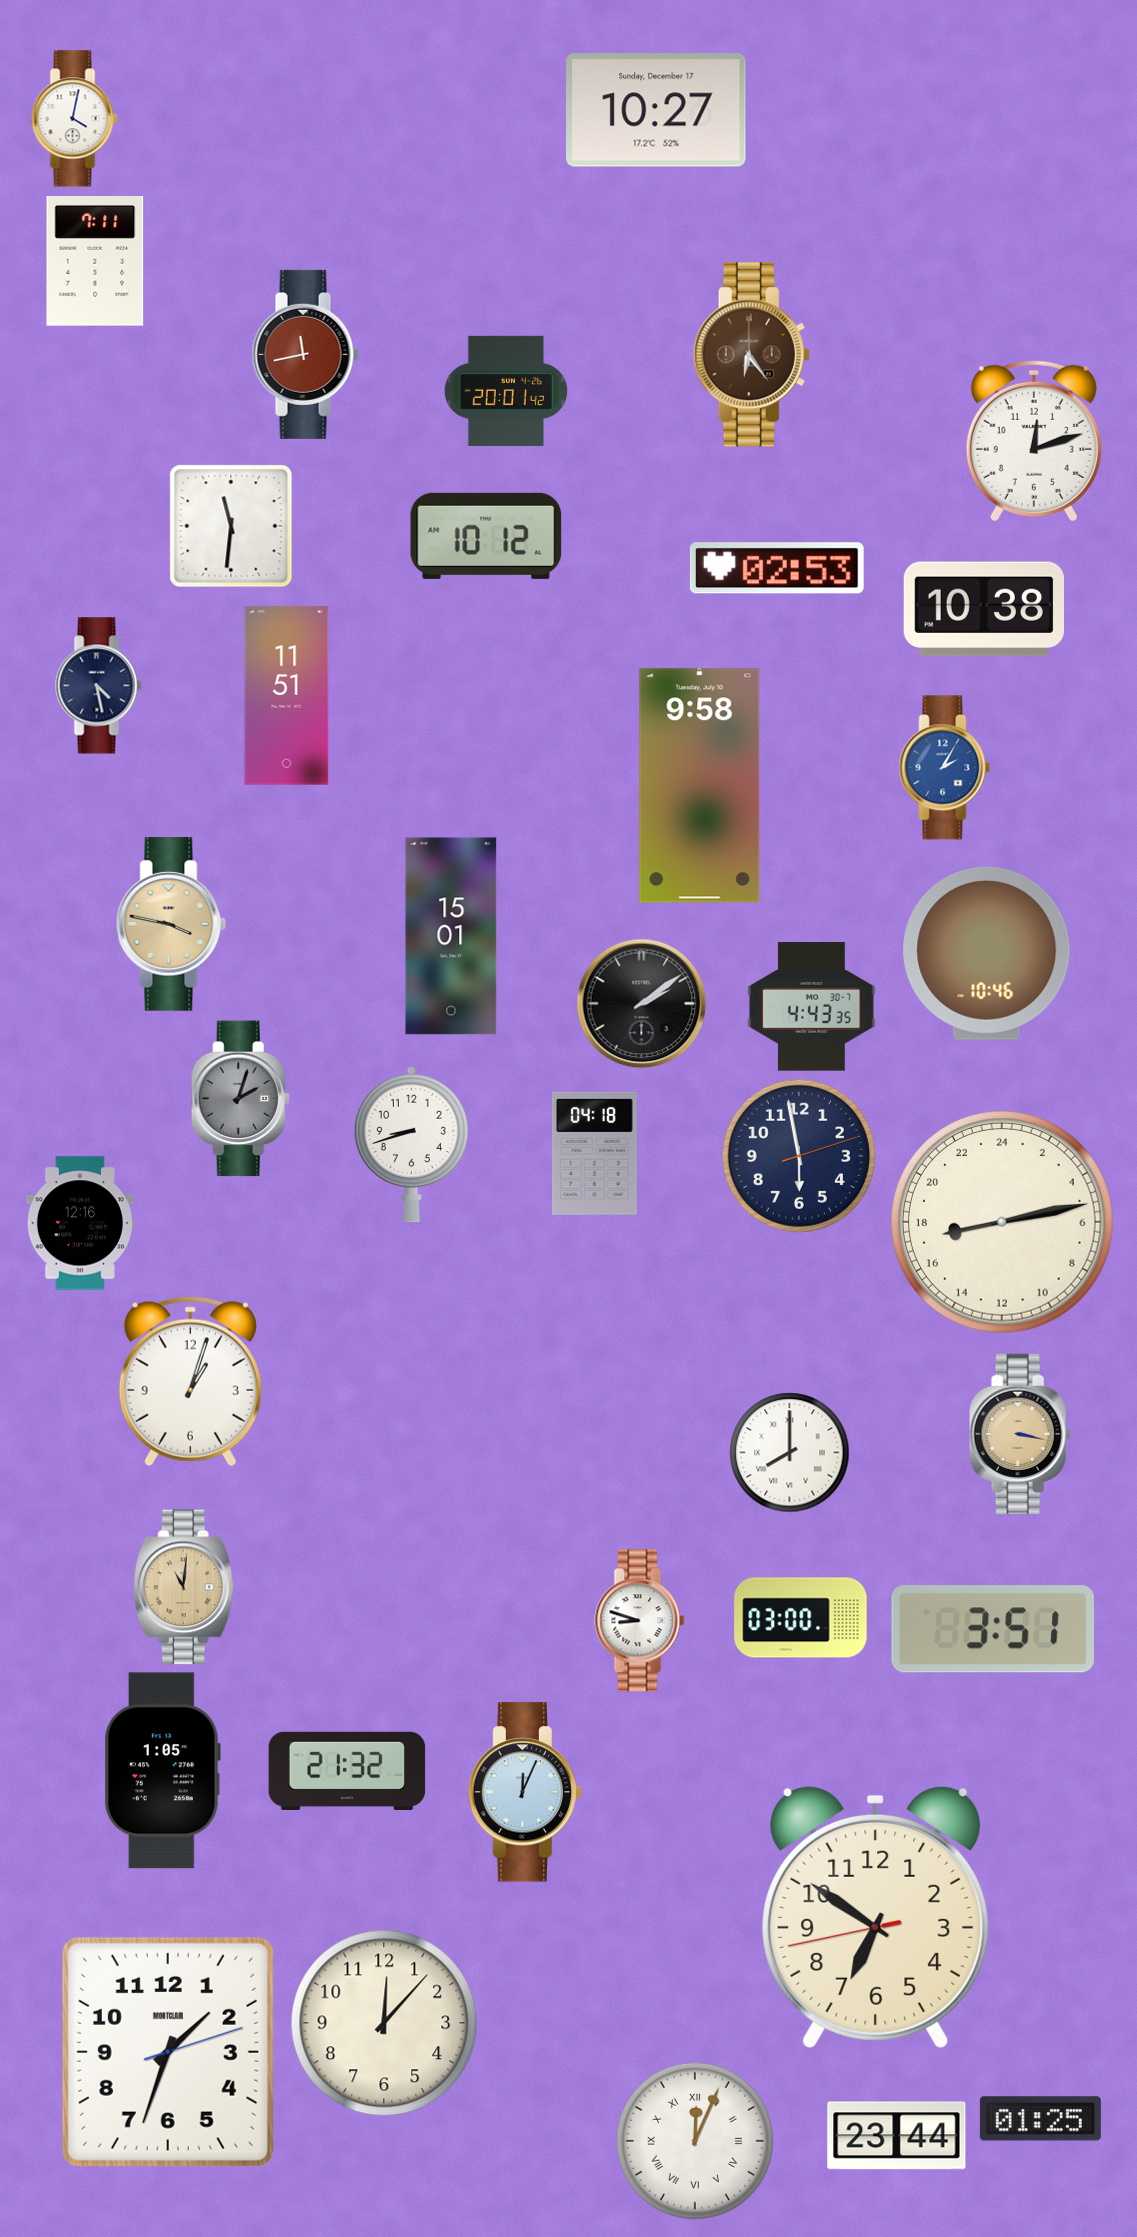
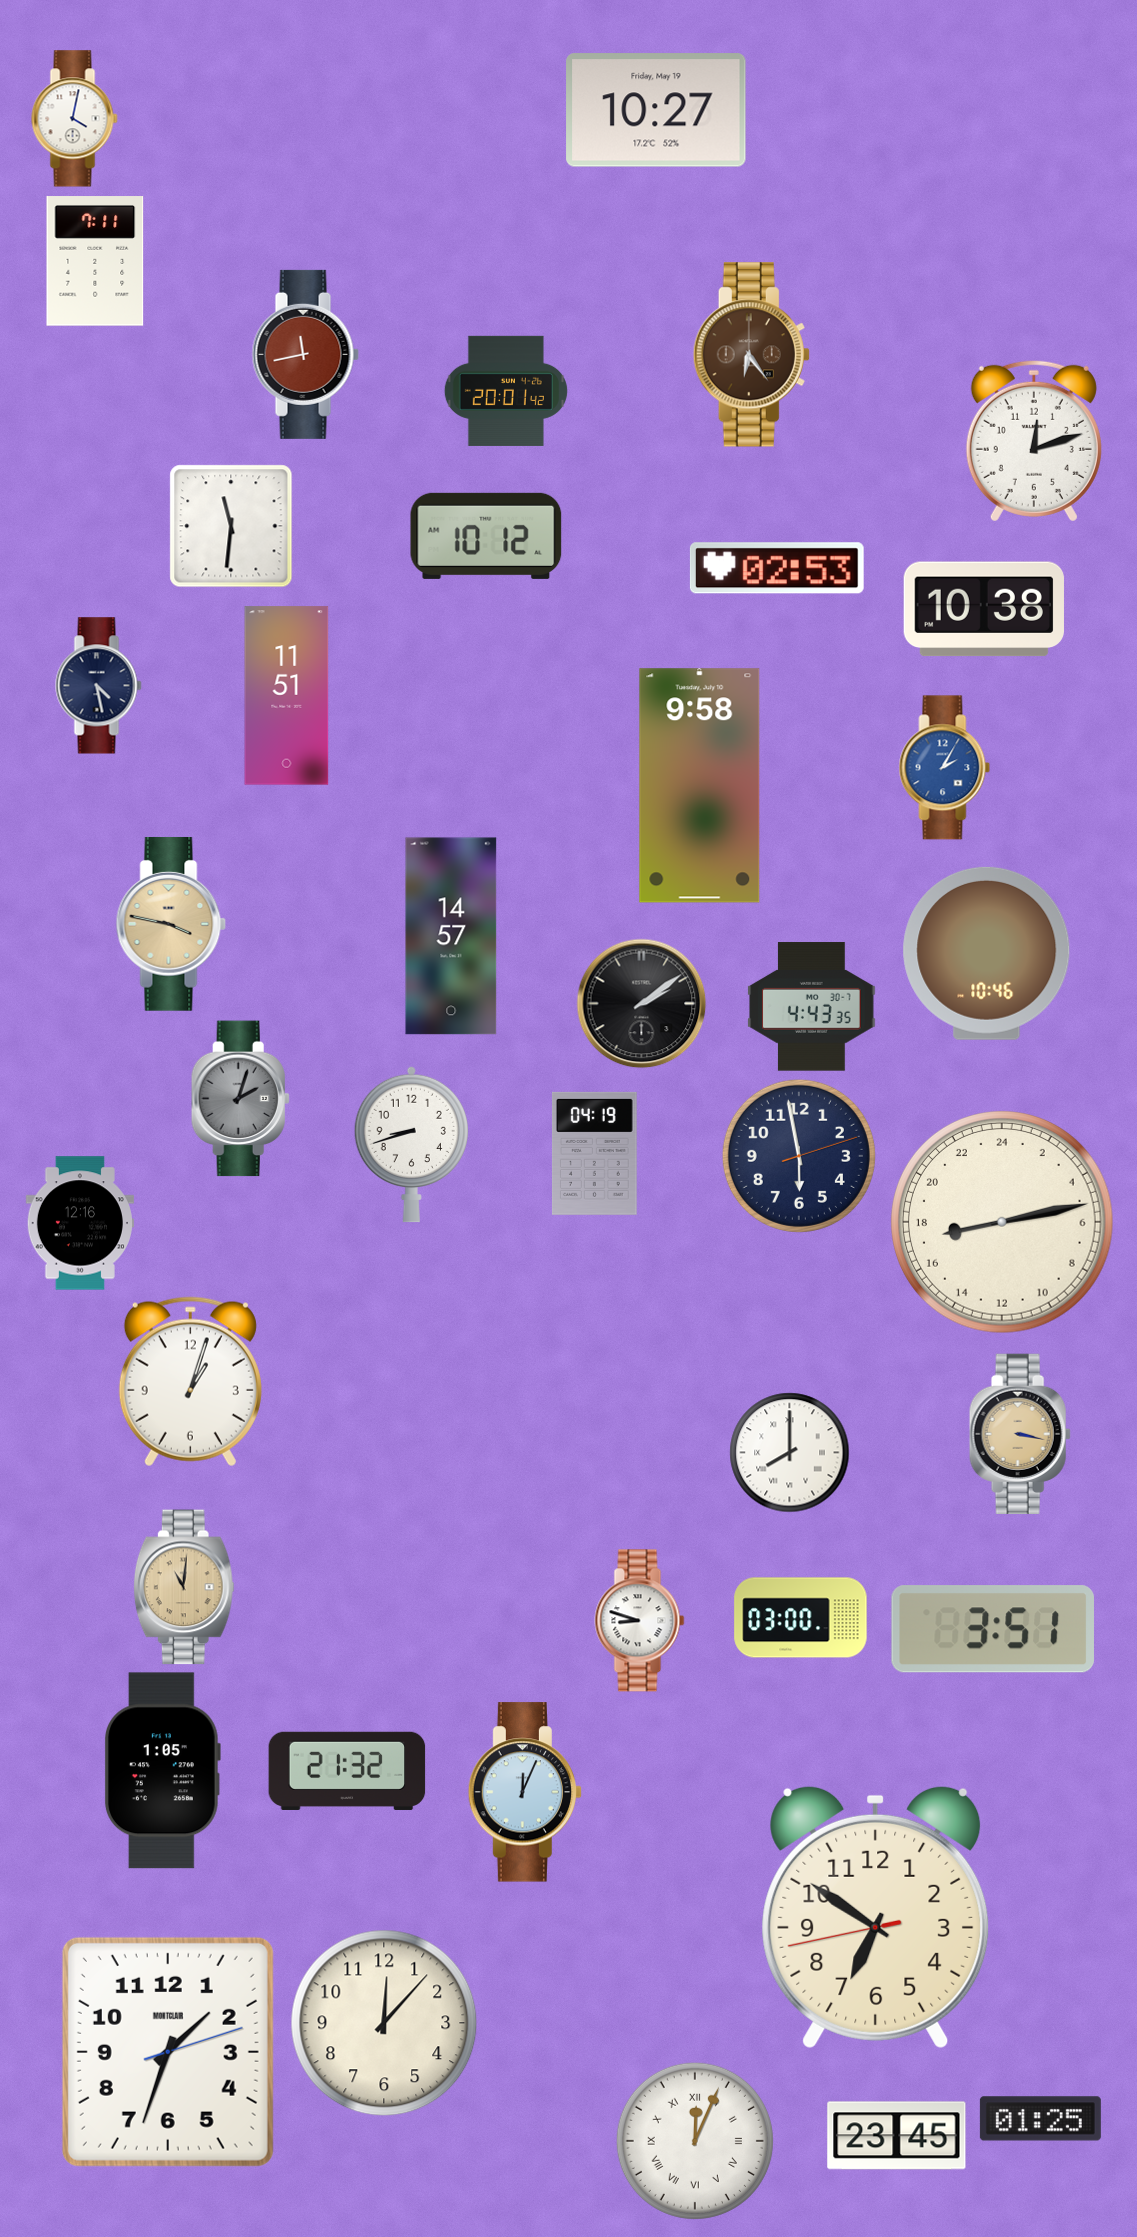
clock at (656, 110) date: Sunday, December 17 -> Friday, May 19
clock at (451, 936): 15:01 -> 14:57
clock at (594, 1153): 04:18 -> 04:19
clock at (897, 2136): 23:44 -> 23:45
